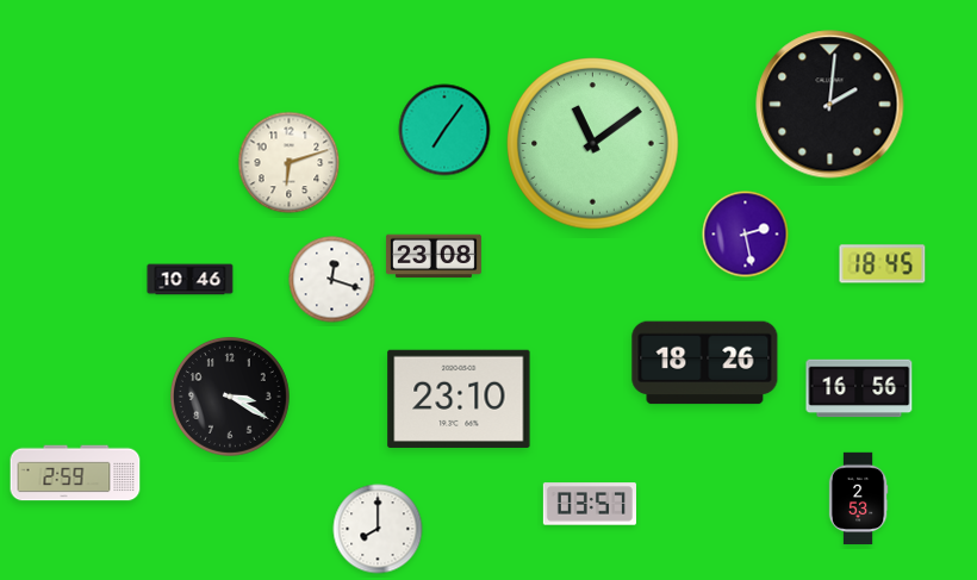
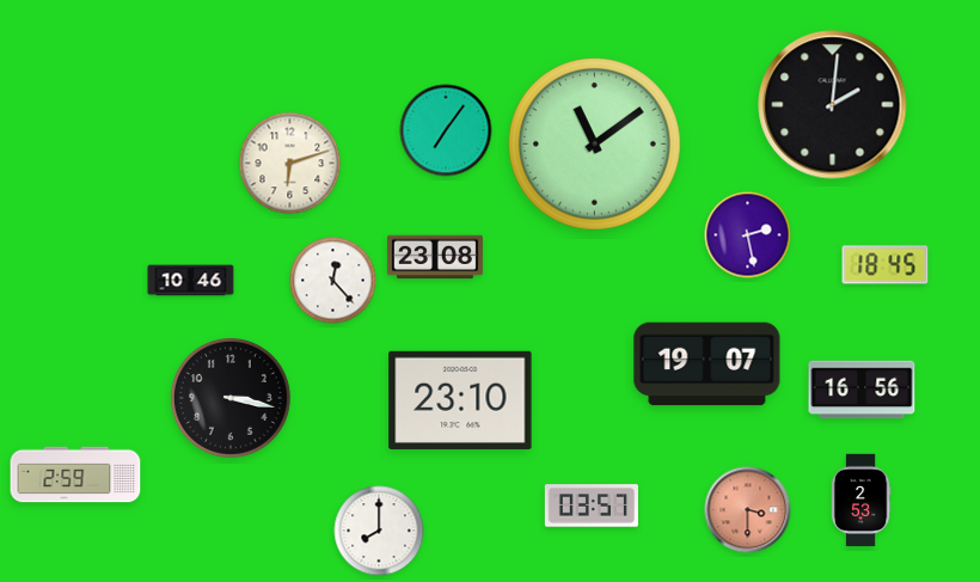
clock at (332, 280): 12:18 -> 12:23
clock at (705, 363): 18:26 -> 19:07
clock at (230, 397): 3:20 -> 3:17
clock at (748, 510): none -> 3:30
